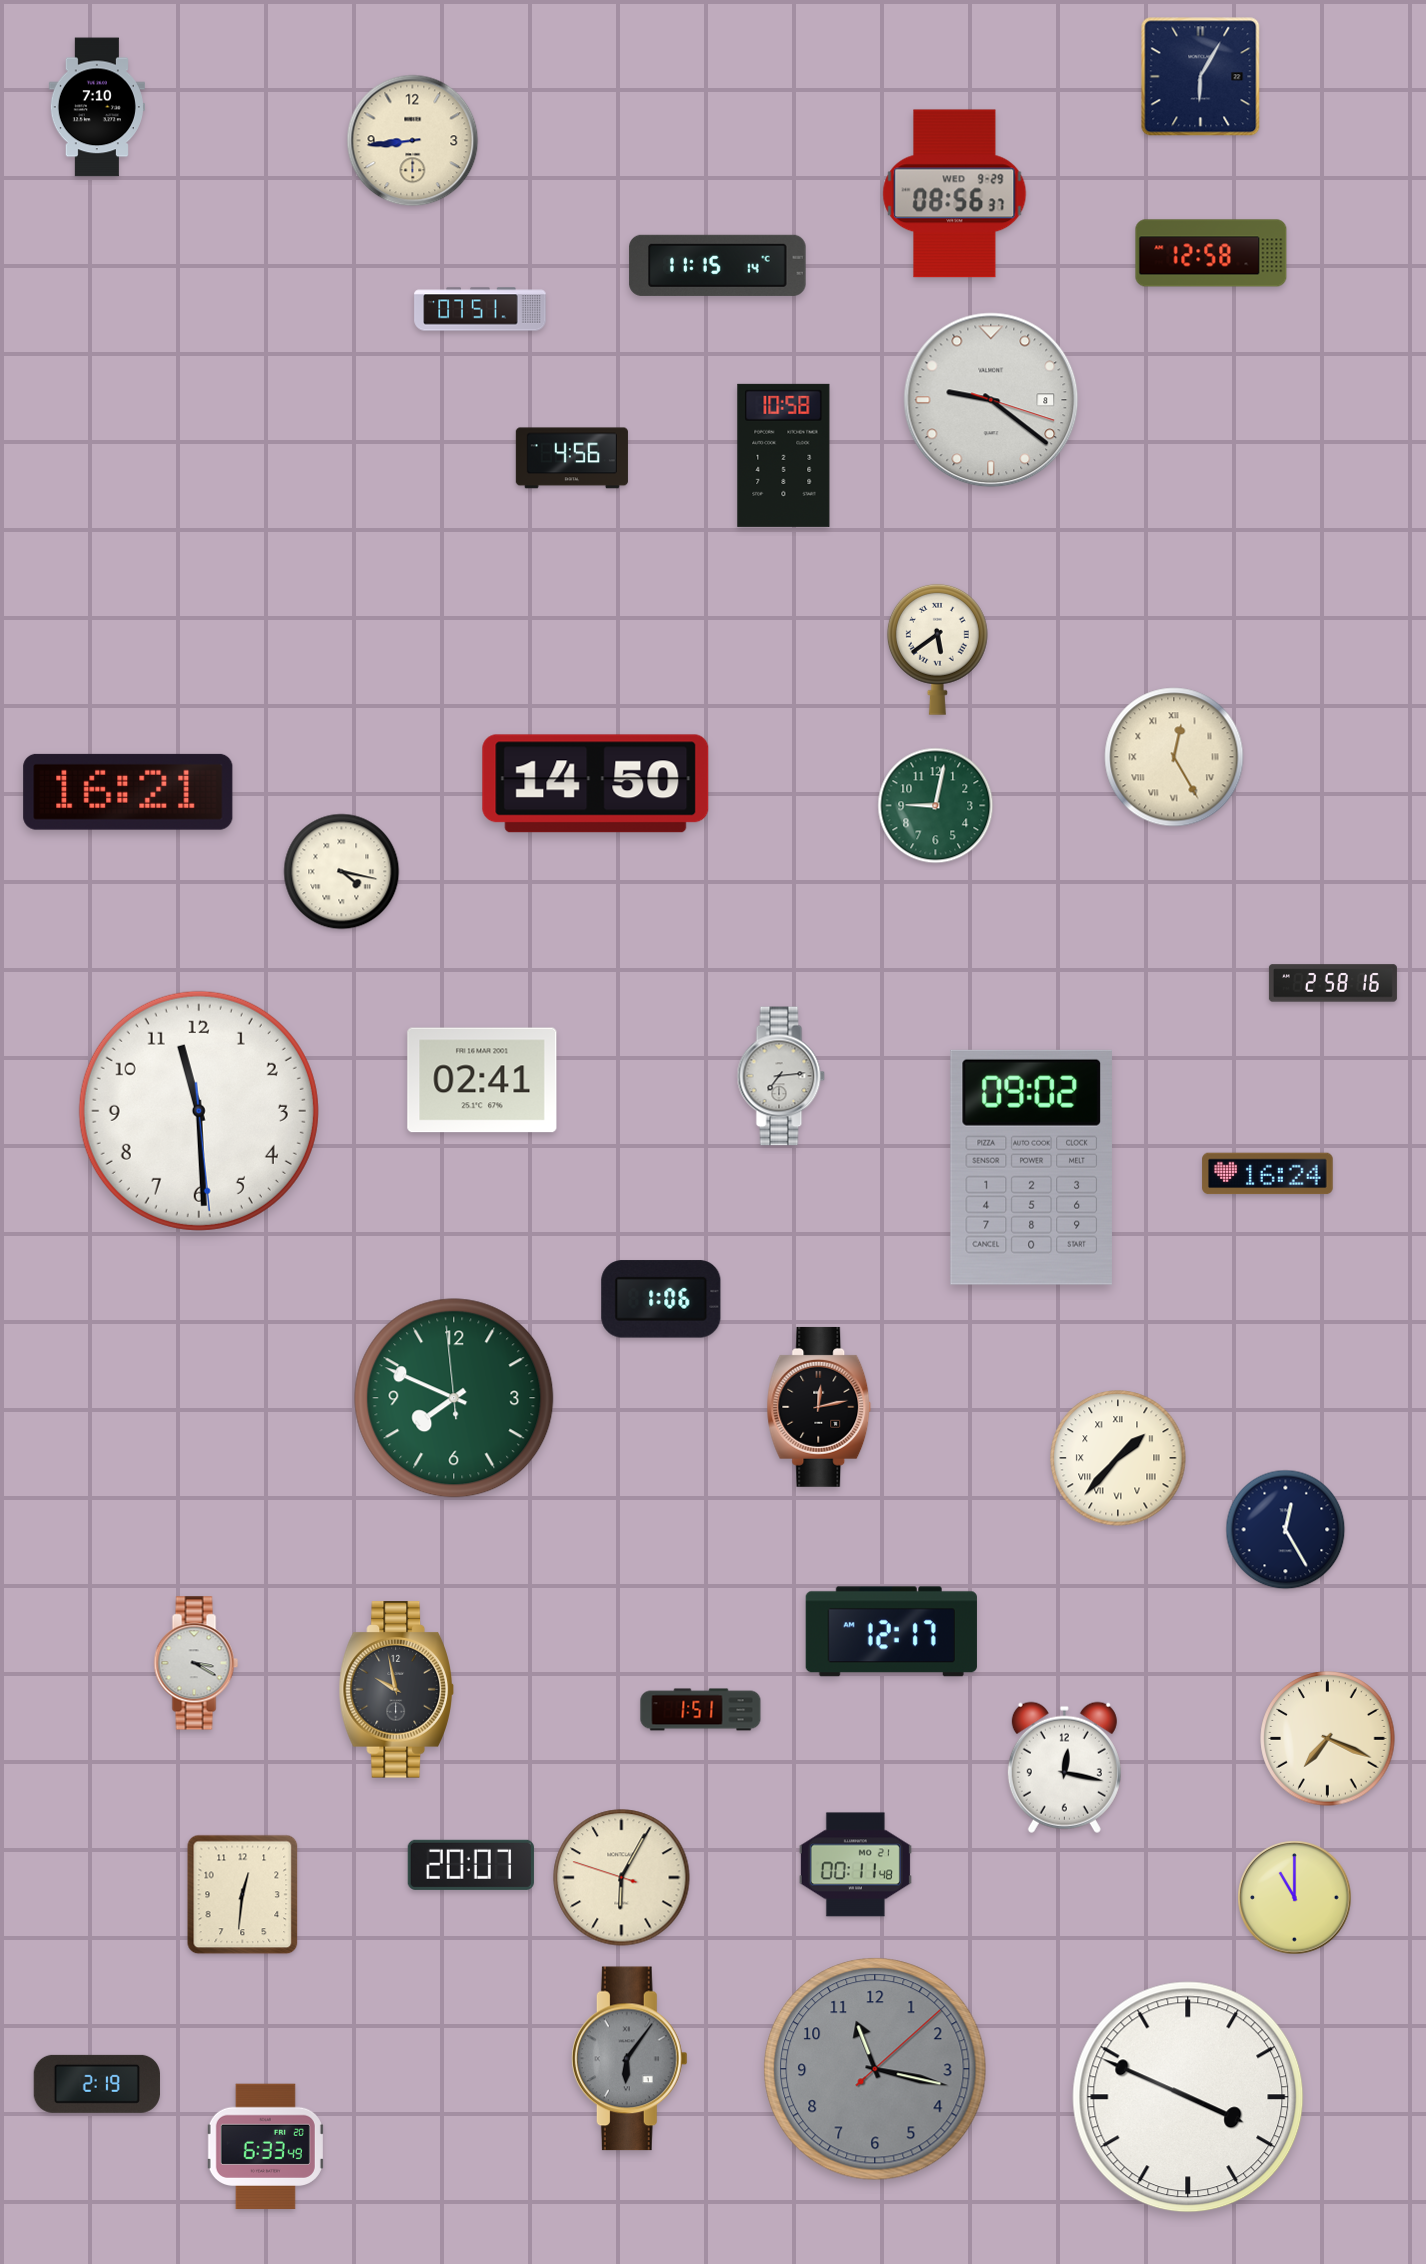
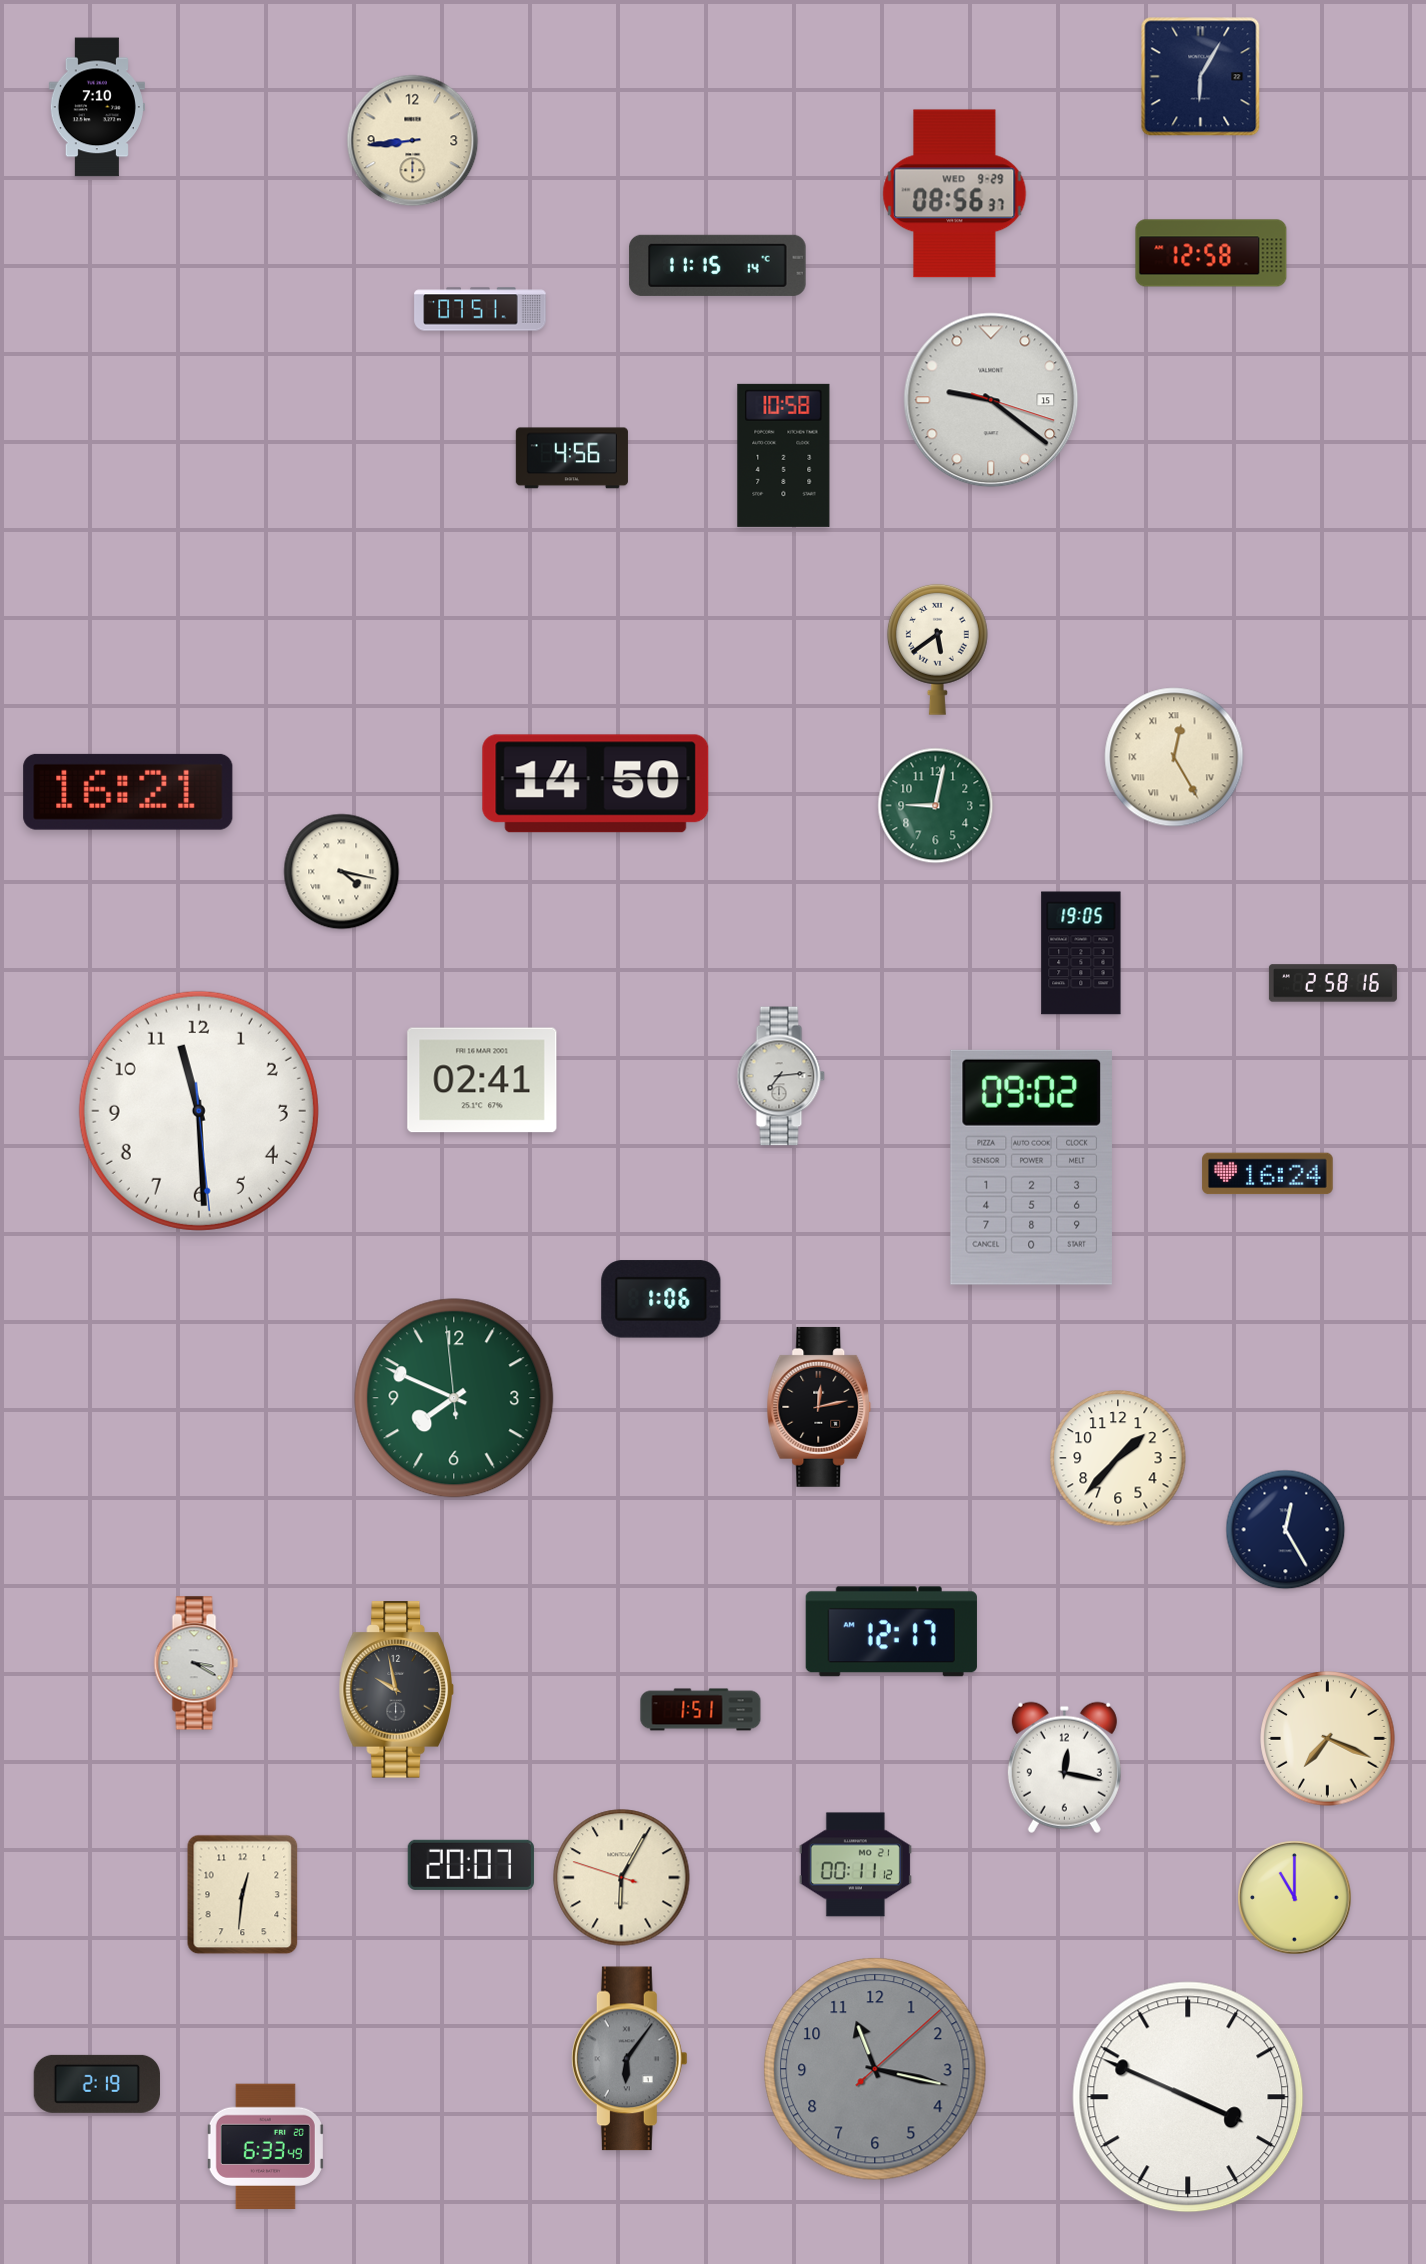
clock at (991, 400) date: 8 -> 15
clock at (1081, 953): none -> 19:05
clock at (1118, 1458) numerals: Roman -> Arabic
clock at (855, 1865): 00:11:48 -> 00:11:12
